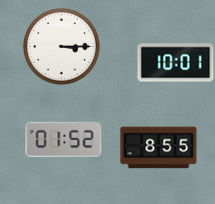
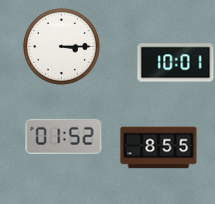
clock at (64, 140) position: (64, 140) -> (64, 137)
